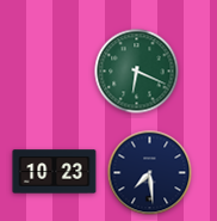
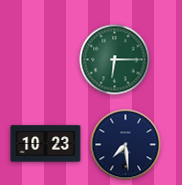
clock at (137, 72): 6:19 -> 6:15
